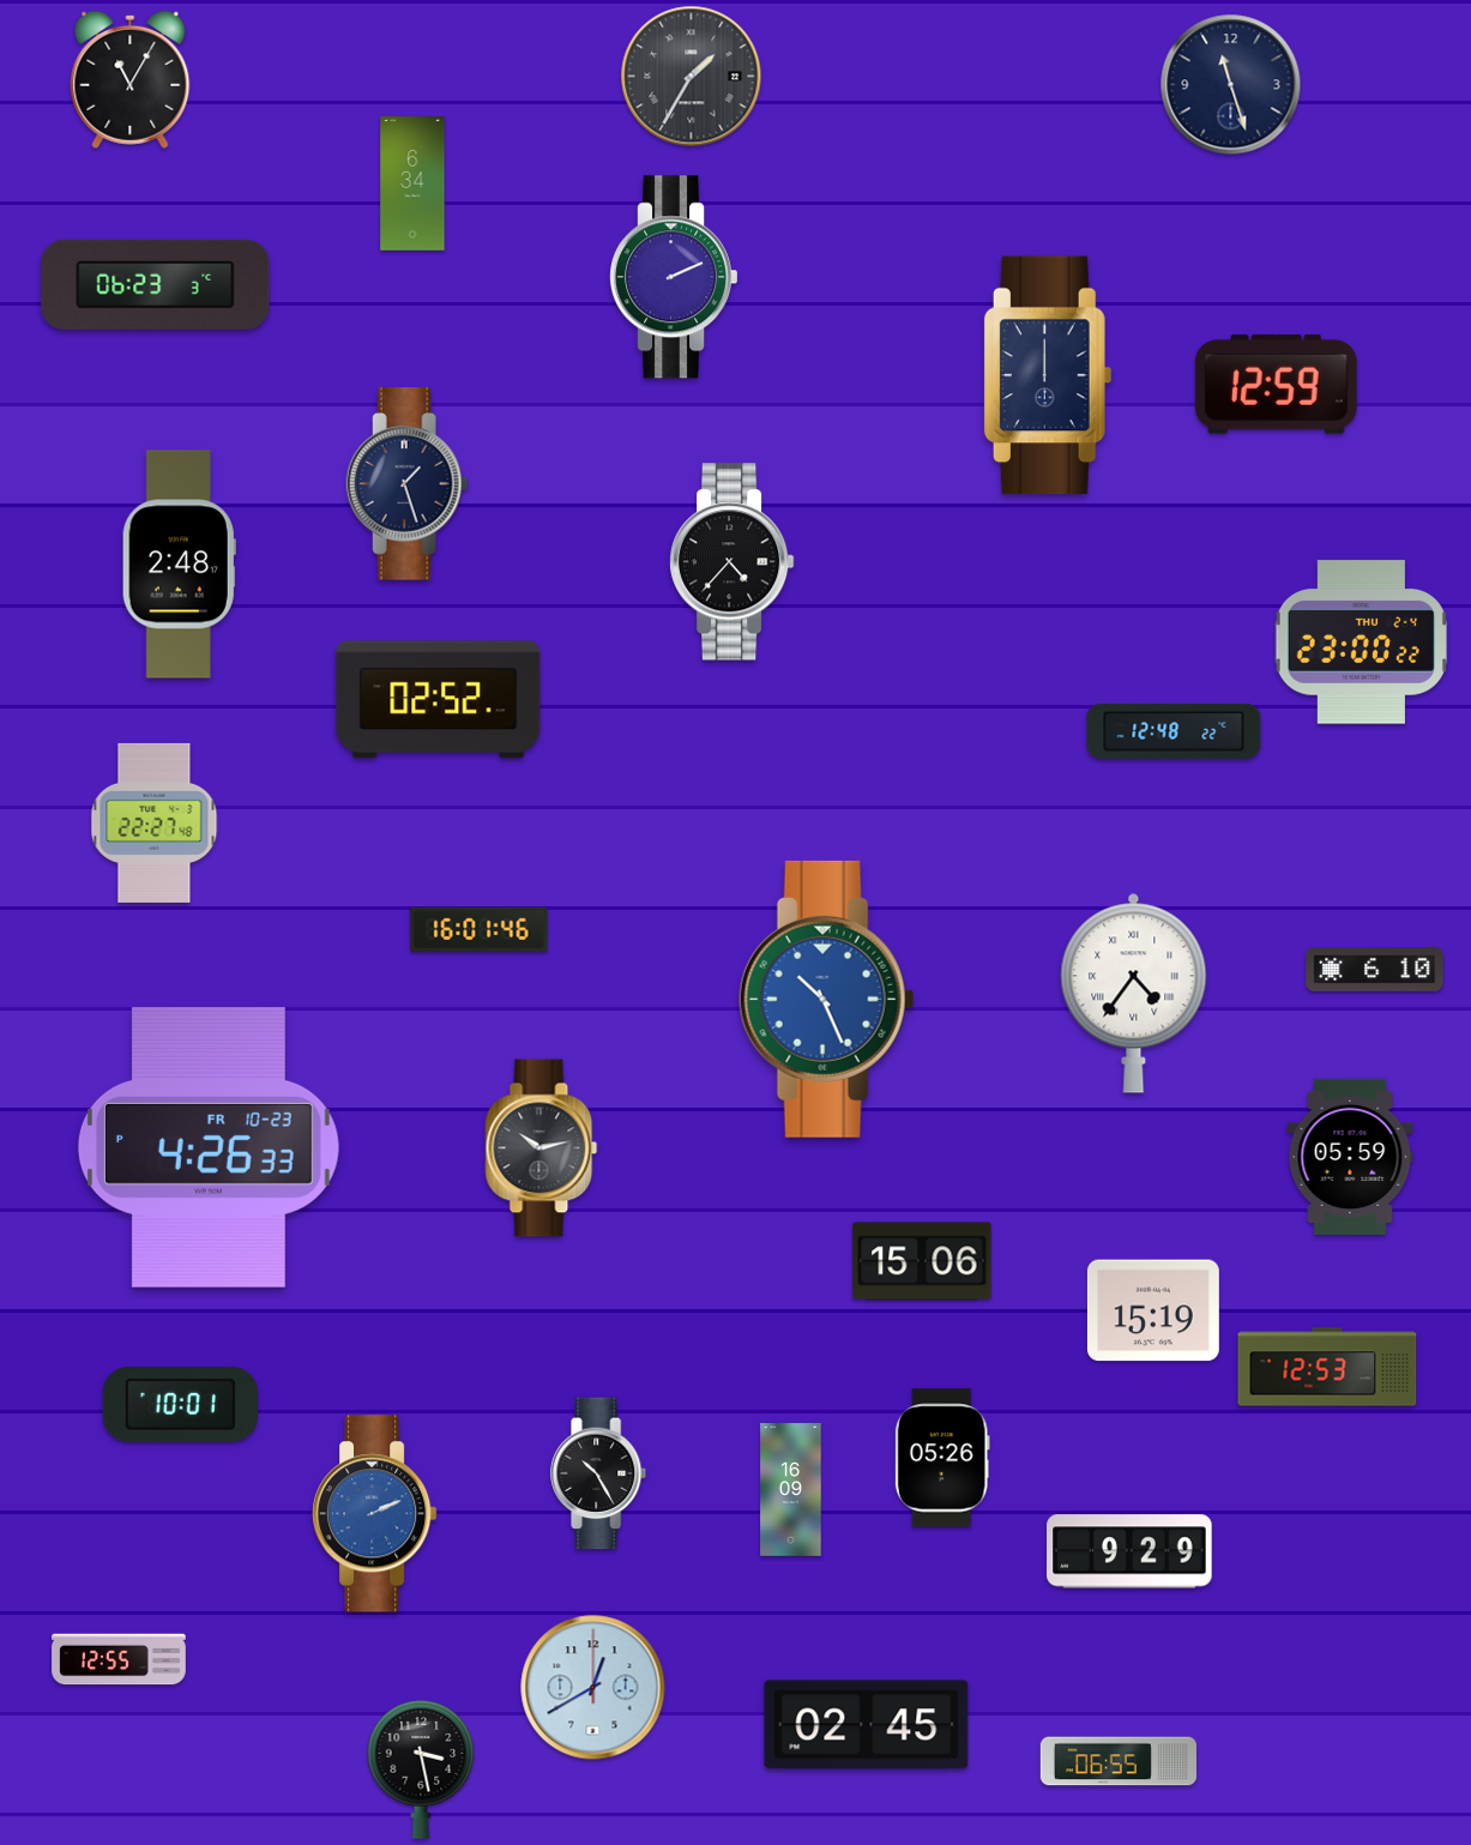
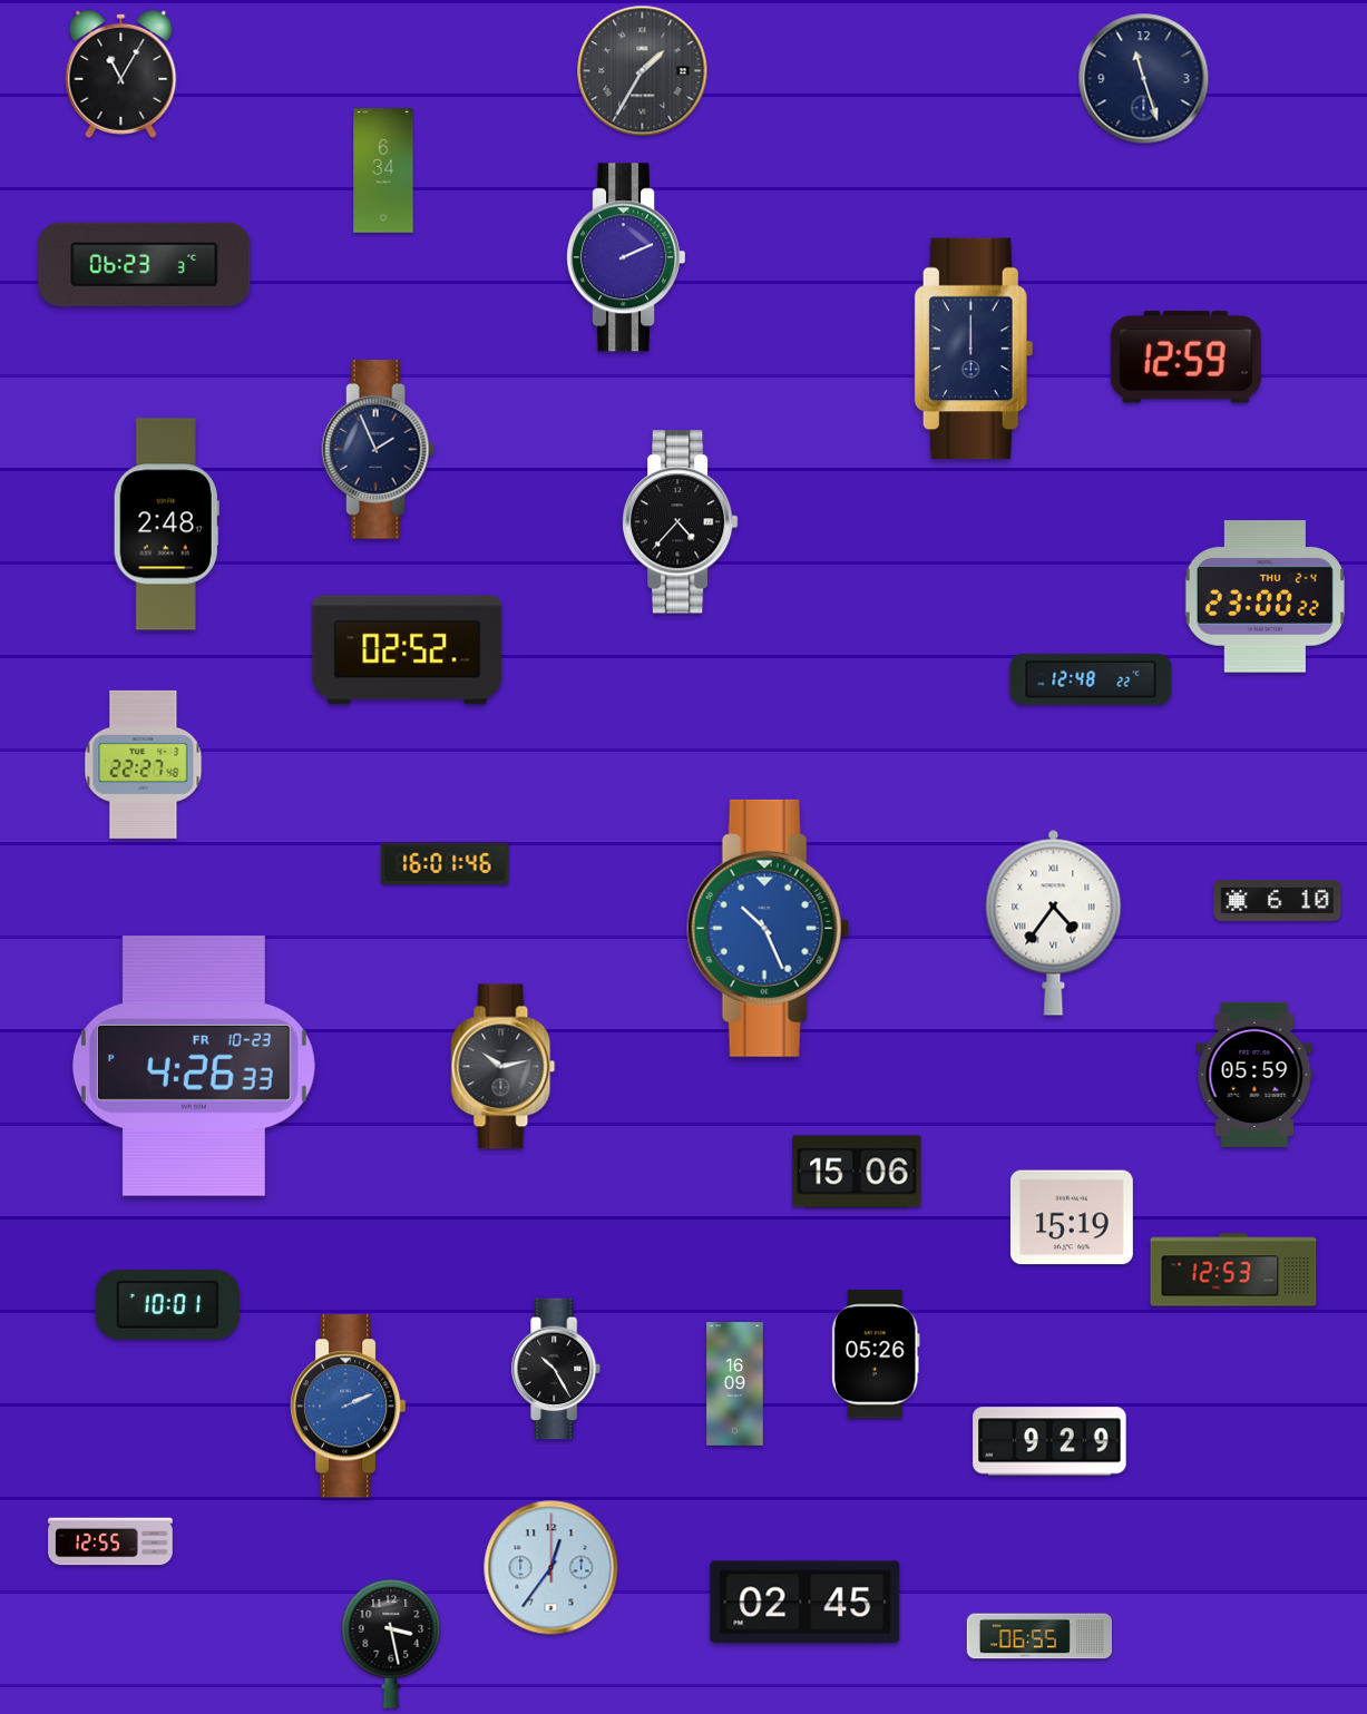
clock at (408, 484): 1:27 -> 1:56
clock at (593, 1688): 12:40 -> 12:36
